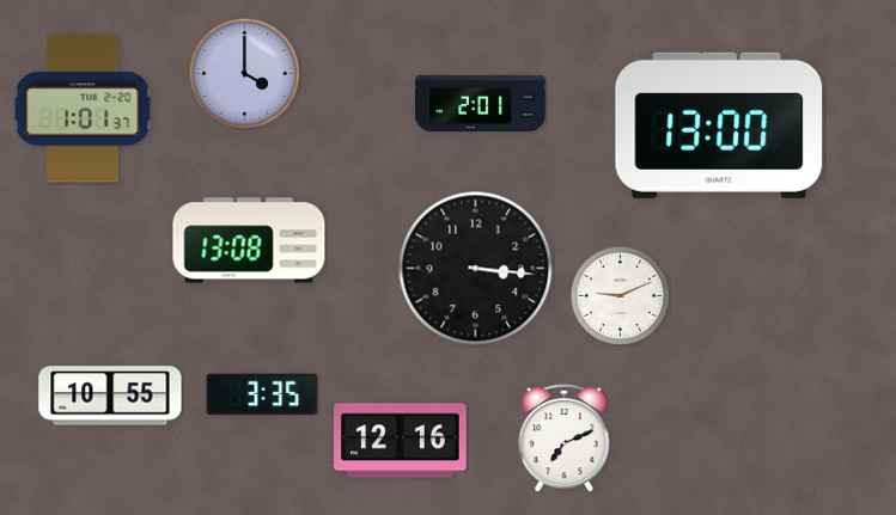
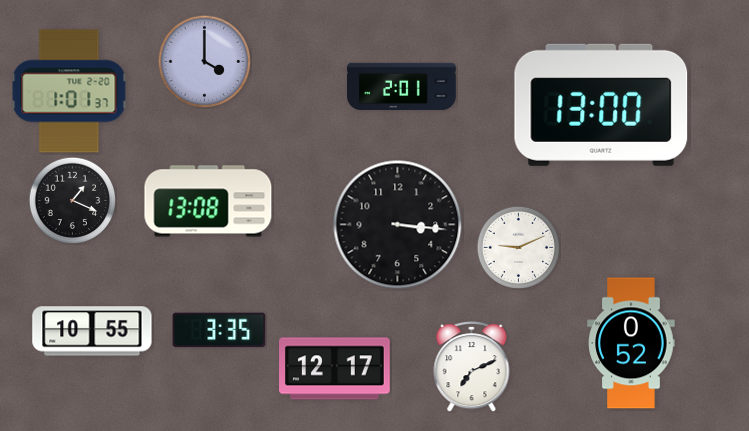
clock at (72, 200): none -> 1:19
clock at (631, 343): none -> 0:52
clock at (401, 441): 12:16 -> 12:17
